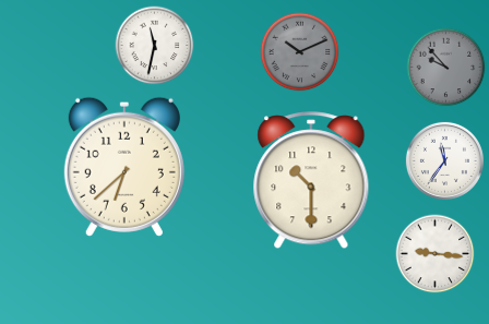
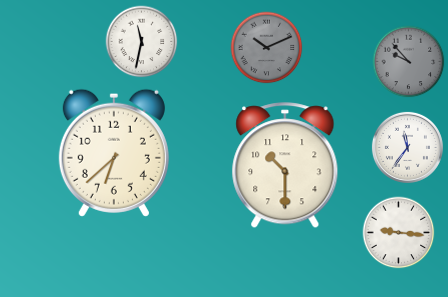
clock at (300, 52) position: (300, 52) -> (267, 48)
